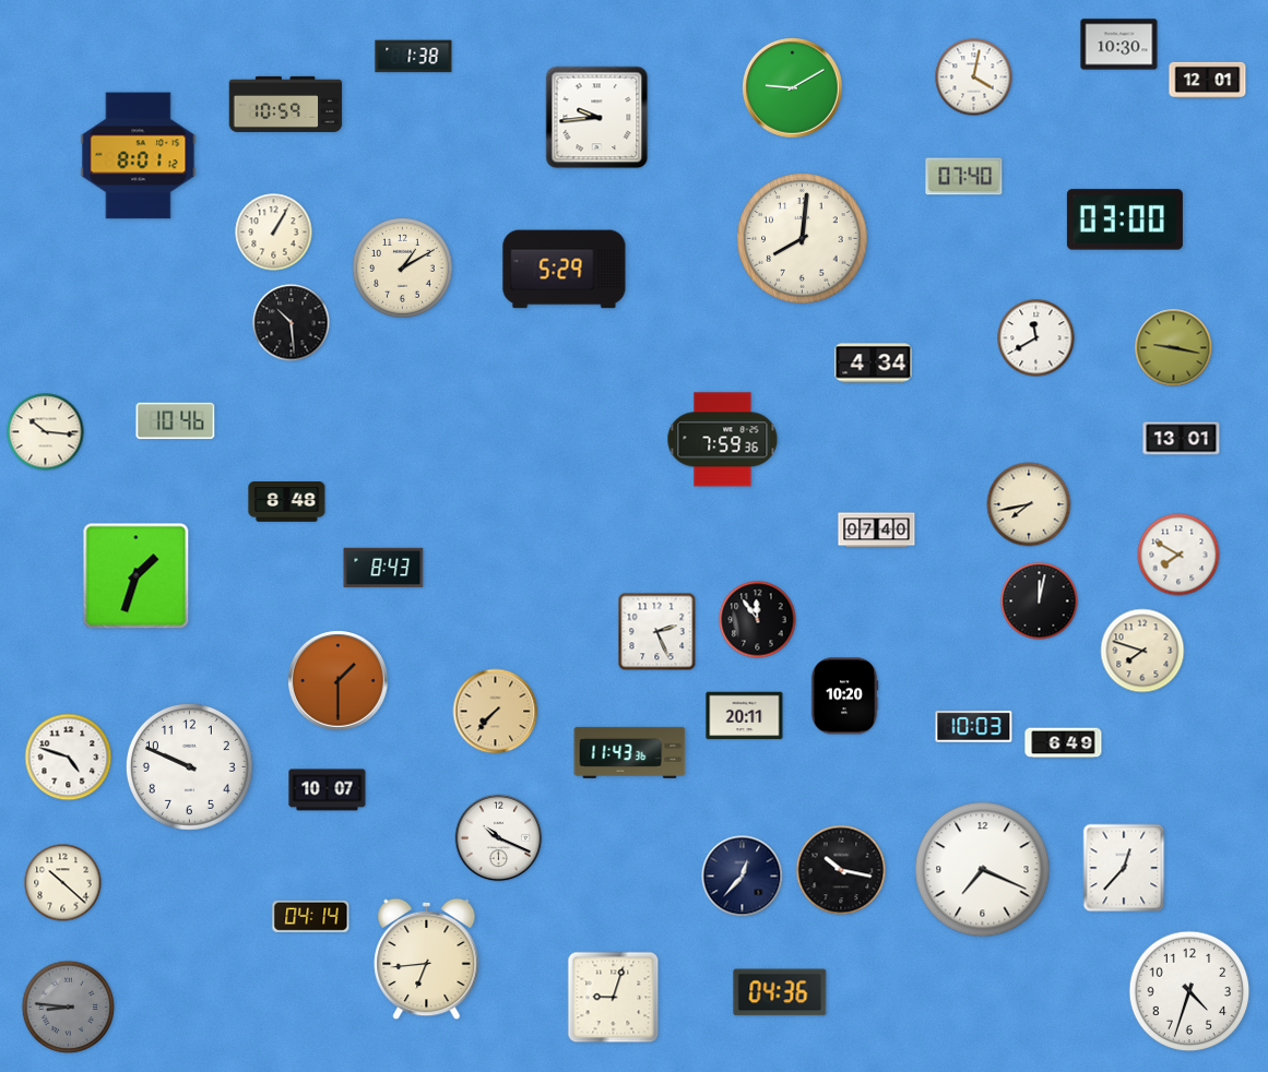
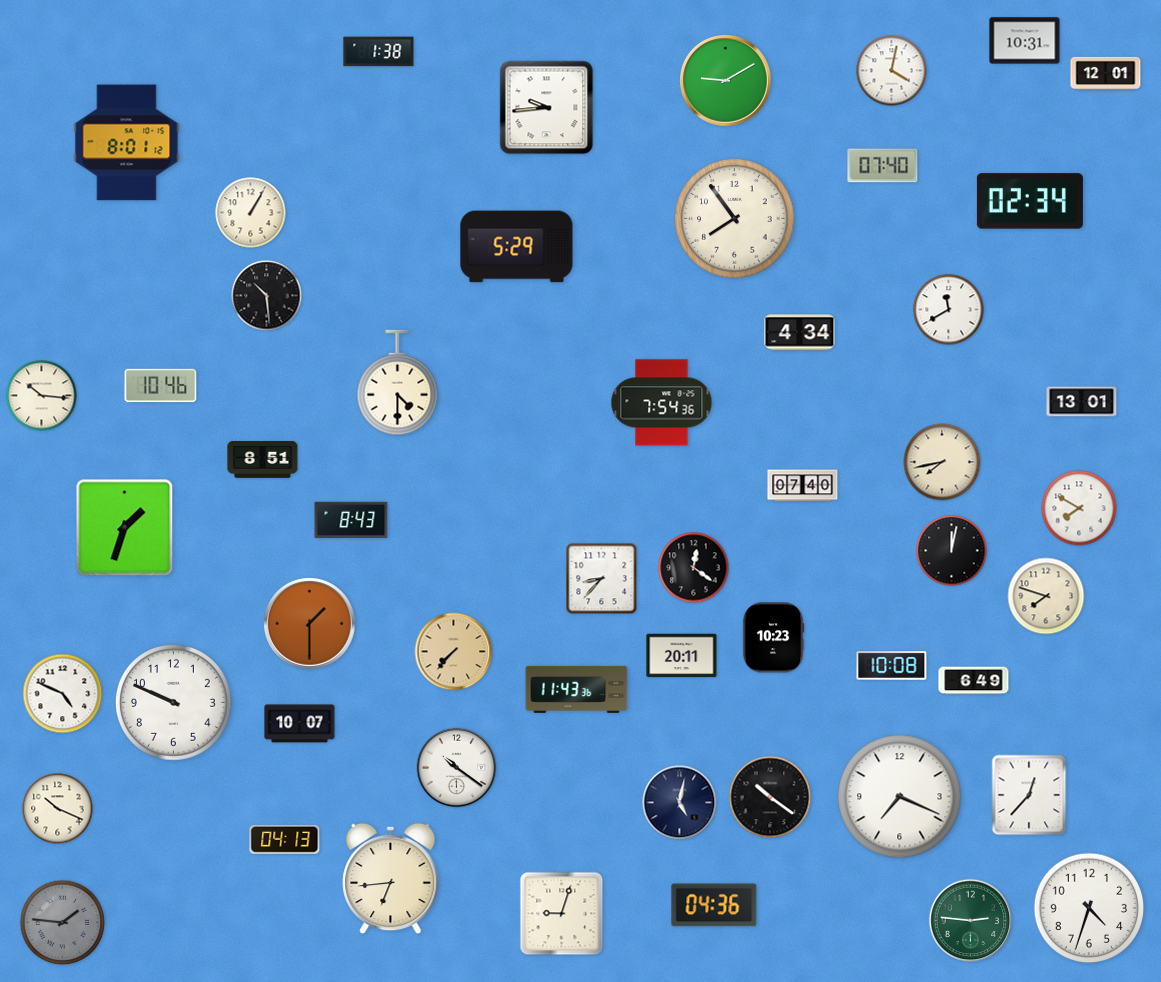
clock at (1119, 45): 10:30 -> 10:31
clock at (286, 104): 10:59 -> none
clock at (964, 177) position: (964, 177) -> (883, 166)
clock at (1125, 219): 03:00 -> 02:34
clock at (803, 239): 8:01 -> 7:54
clock at (403, 269): 1:10 -> none
clock at (1174, 348): 9:17 -> none
clock at (398, 383): none -> 4:30
clock at (723, 440): 7:59 -> 7:54
clock at (287, 502): 8:48 -> 8:51
clock at (758, 620): 11:54 -> 12:21
clock at (657, 632): 2:26 -> 8:37
clock at (844, 696): 10:20 -> 10:23
clock at (974, 727): 10:03 -> 10:08
clock at (69, 758): 4:48 -> 4:49
clock at (499, 838): 10:19 -> 10:21
clock at (841, 870): 10:17 -> 10:21
clock at (743, 877): 12:37 -> 5:02
clock at (63, 883): 10:22 -> 10:19
clock at (311, 916): 04:14 -> 04:13
clock at (780, 992) position: (780, 992) -> (714, 905)
clock at (971, 921): none -> 2:46
clock at (69, 1008): 8:46 -> 1:46
